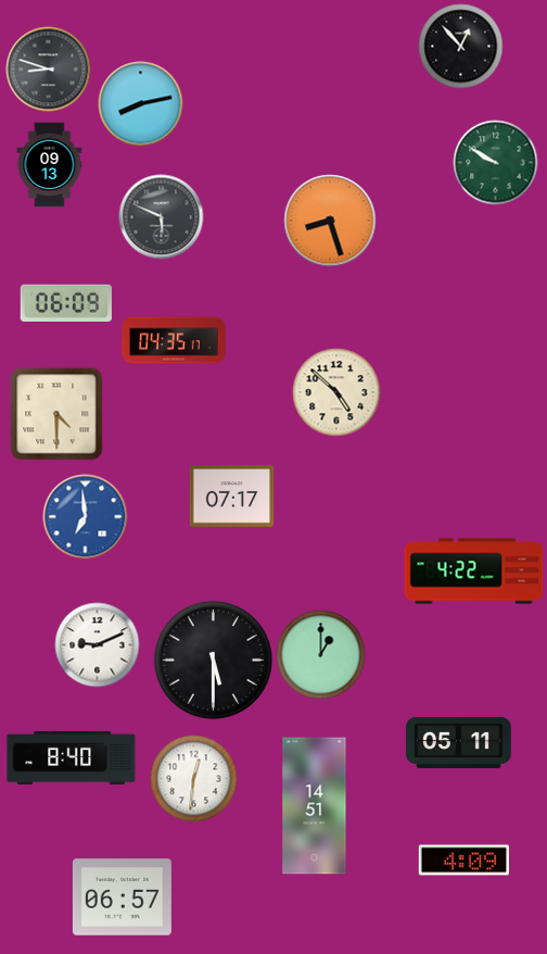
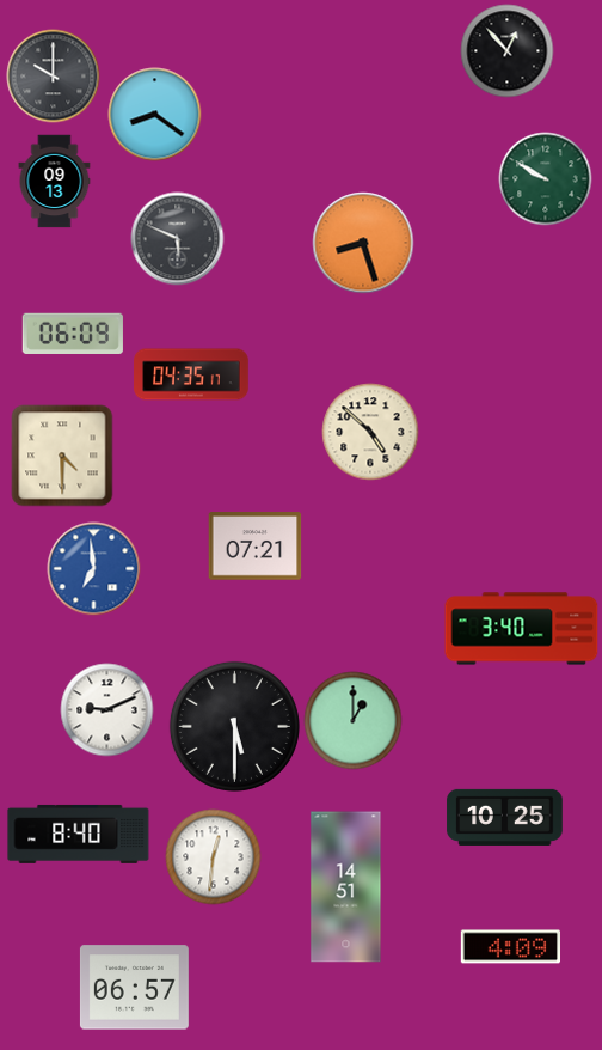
clock at (48, 68): 8:48 -> 10:00
clock at (140, 103): 8:13 -> 8:21
clock at (231, 497): 07:17 -> 07:21
clock at (474, 572): 4:22 -> 3:40
clock at (459, 742): 05:11 -> 10:25
